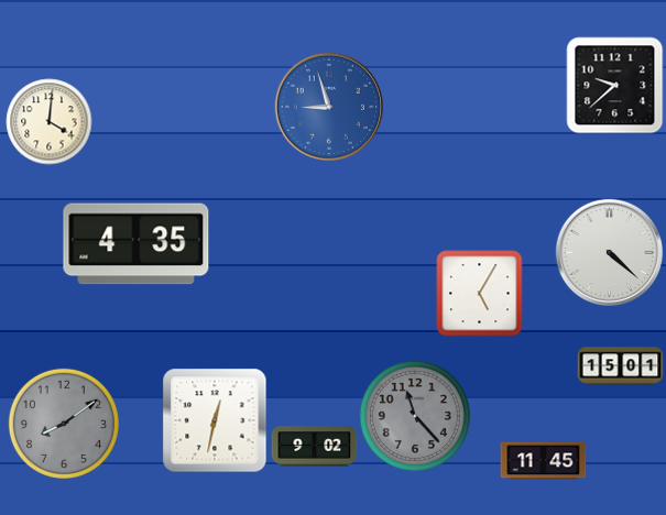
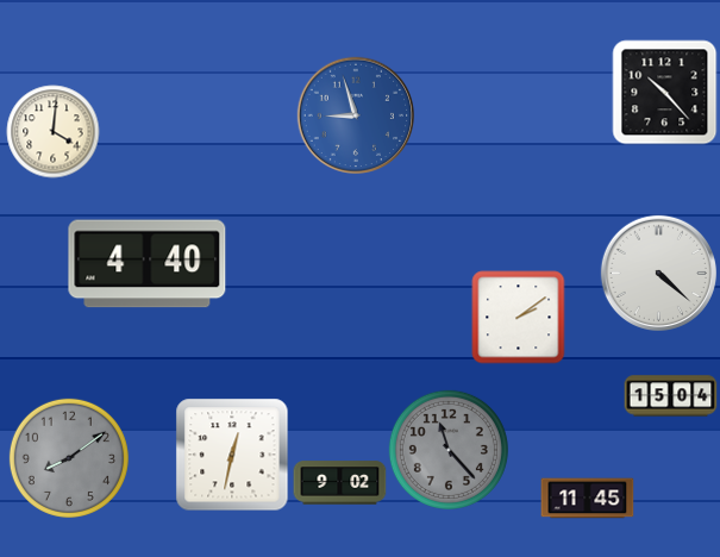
clock at (614, 85): 9:38 -> 10:23
clock at (137, 244): 4:35 -> 4:40
clock at (479, 293): 5:05 -> 2:09
clock at (620, 366): 15:01 -> 15:04
